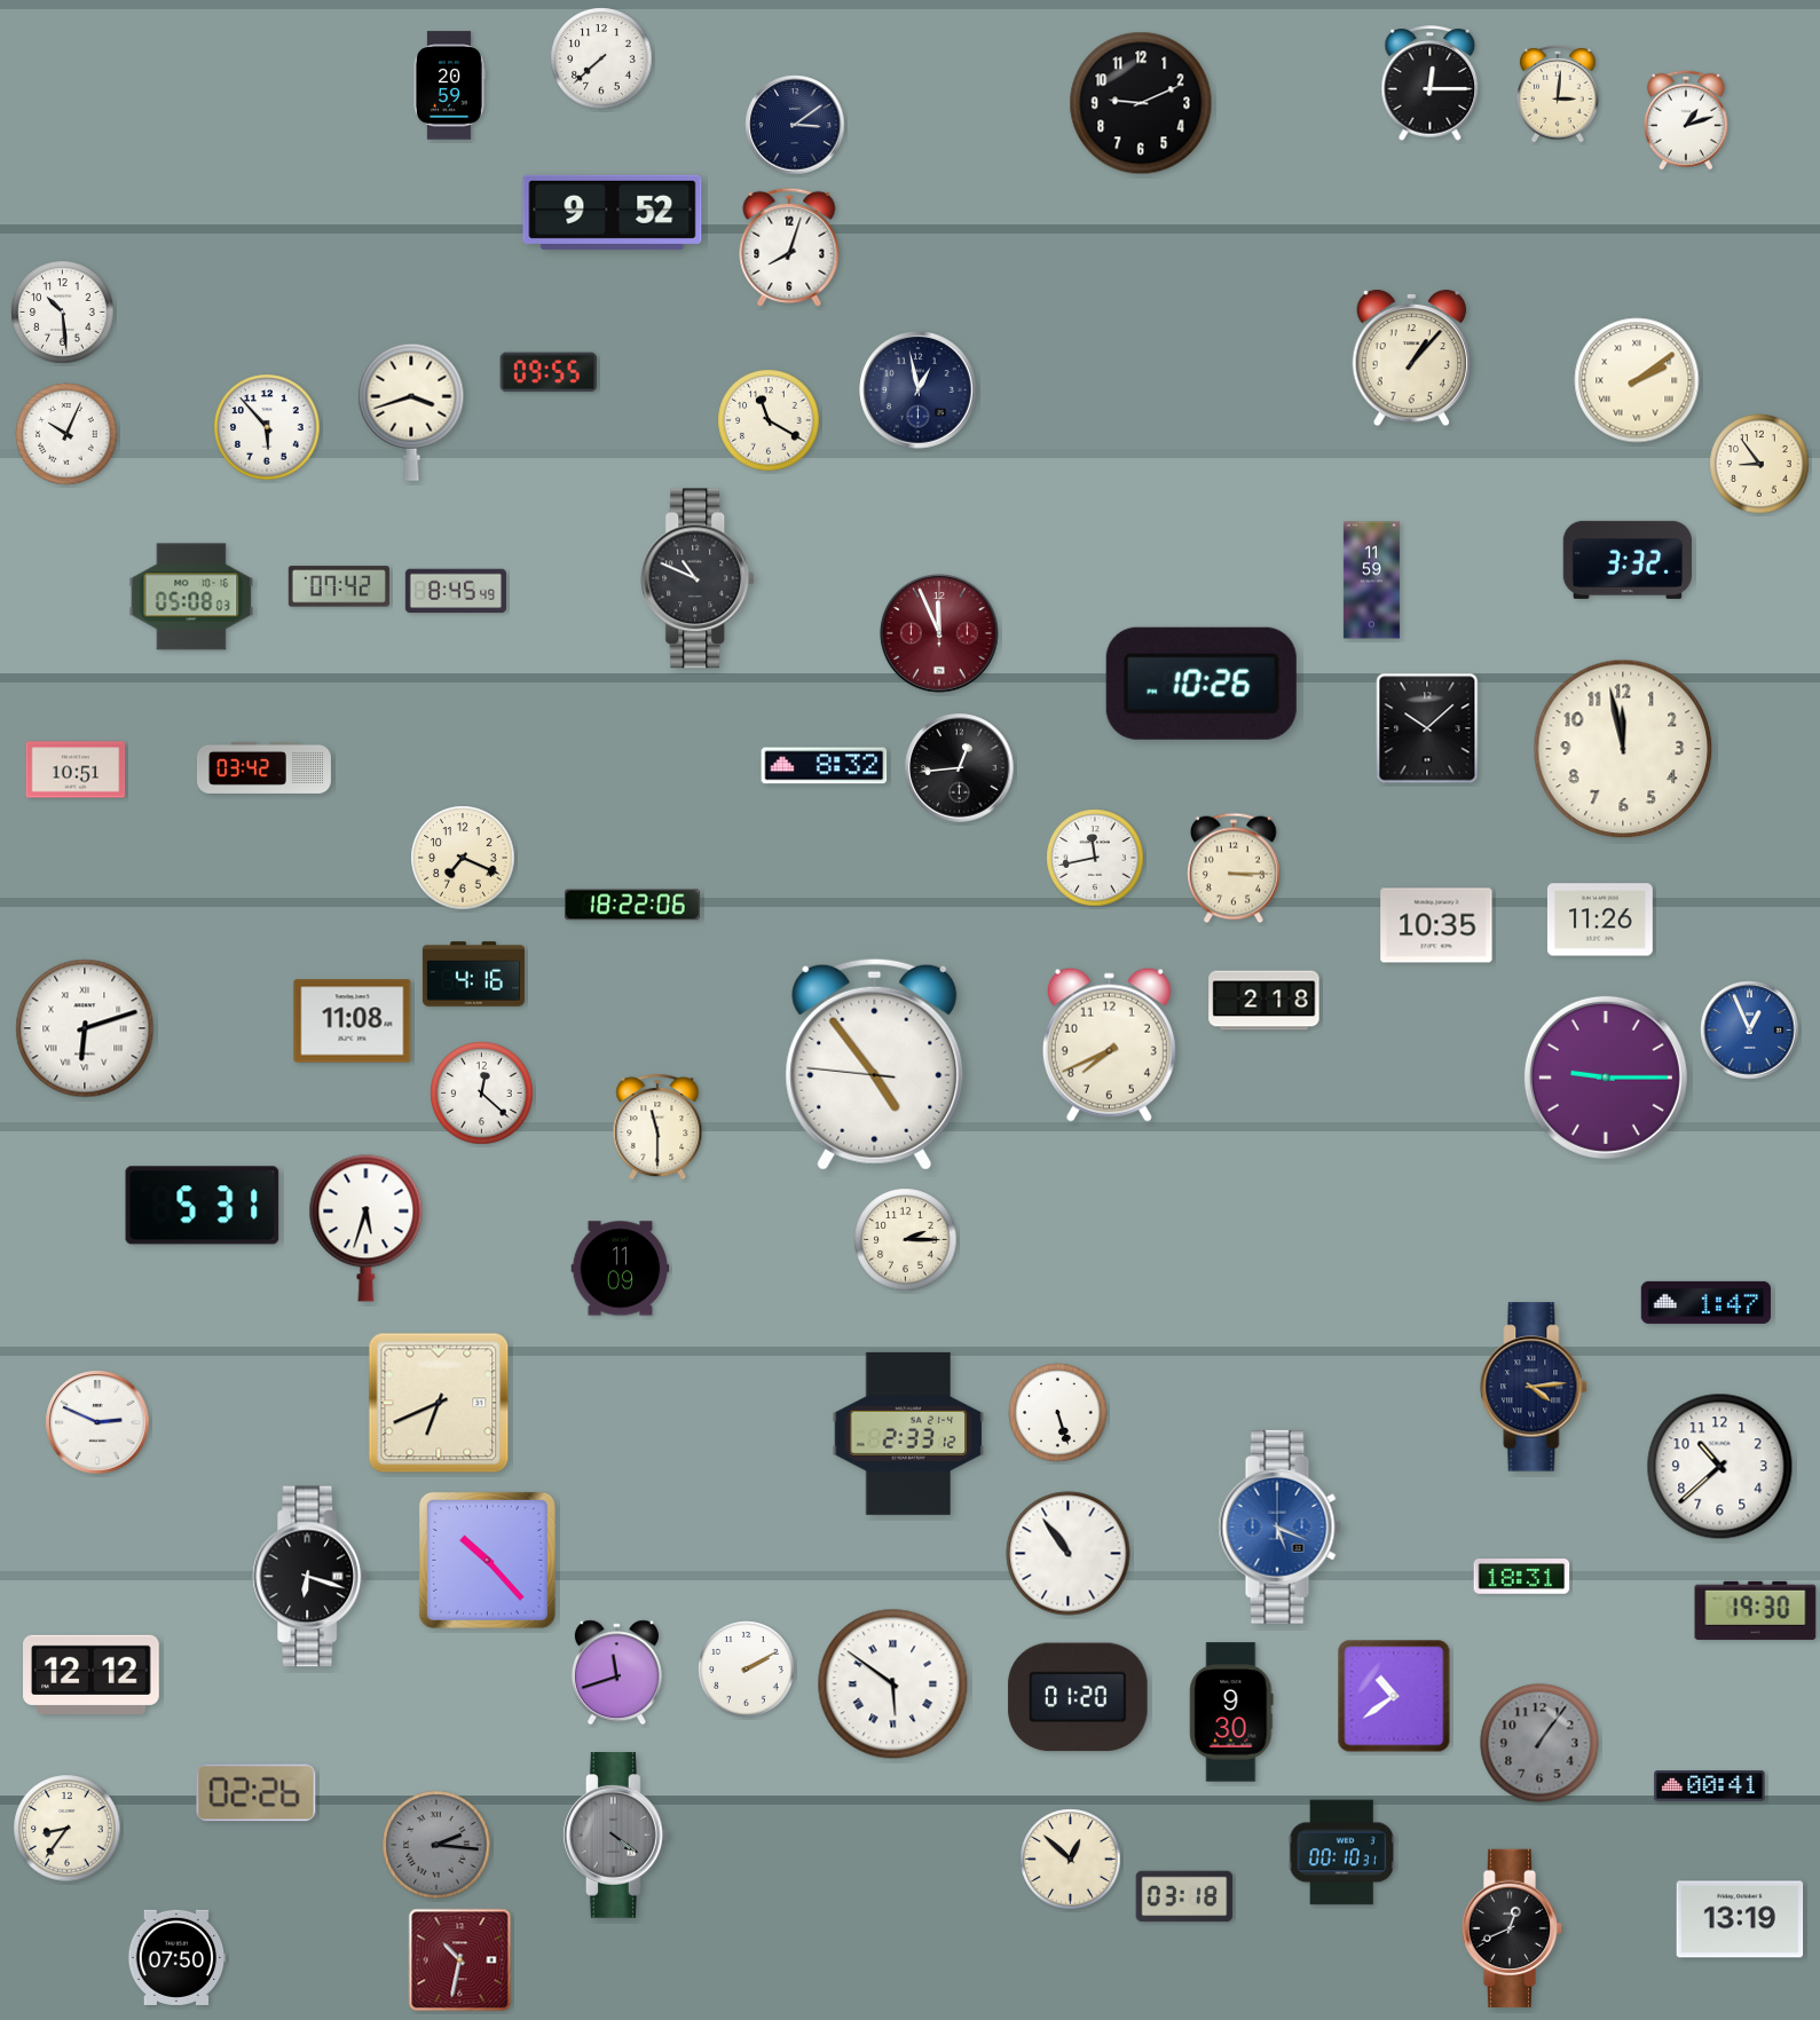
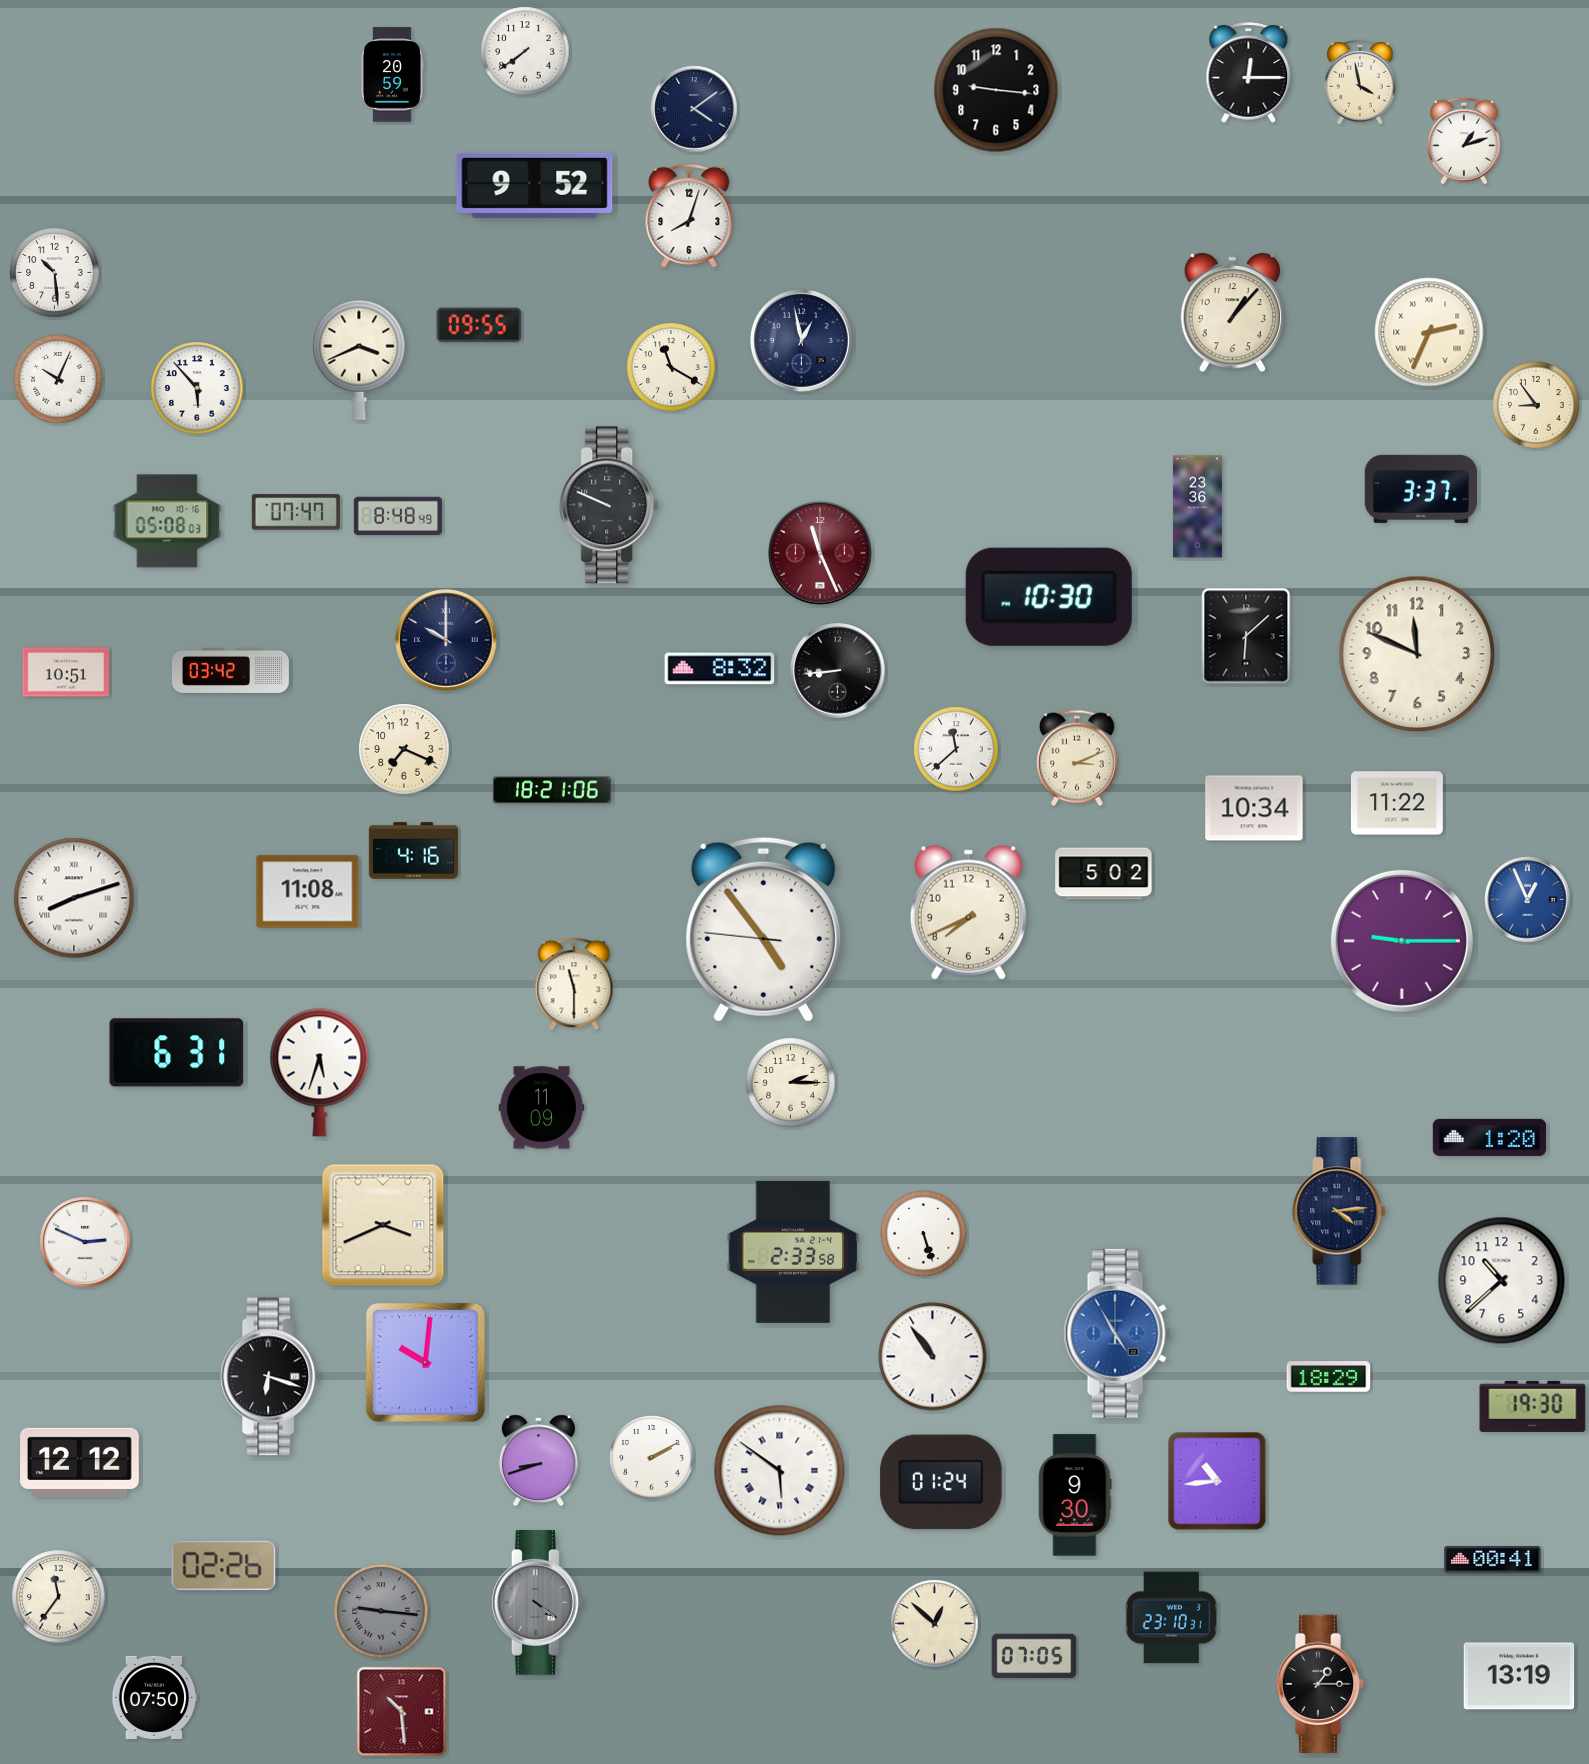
clock at (601, 58): 7:38 -> 7:39
clock at (1558, 94): 3:01 -> 3:58
clock at (1141, 103): 9:11 -> 9:16
clock at (1686, 120) position: (1686, 120) -> (1464, 141)
clock at (795, 125): 3:09 -> 4:09
clock at (1637, 380): 2:09 -> 2:34
clock at (411, 412): 3:42 -> 3:41
clock at (267, 427) position: (267, 427) -> (197, 388)
clock at (1626, 560): 3:32 -> 3:37
clock at (699, 578): 10:49 -> 9:49
clock at (1371, 581): 11:59 -> 23:36
clock at (339, 586): 07:42 -> 07:47
clock at (456, 591): 8:45 -> 8:48
clock at (939, 633): 11:56 -> 11:26
clock at (1201, 684): 10:26 -> 10:30
clock at (1427, 728): 10:08 -> 6:08
clock at (446, 640): none -> 10:00
clock at (1623, 749): 11:58 -> 11:49
clock at (960, 768): 12:44 -> 8:44
clock at (1095, 858): 11:43 -> 11:38
clock at (1234, 868): 3:15 -> 3:11
clock at (632, 905): 18:22 -> 18:21
clock at (1600, 920): 11:26 -> 11:22
clock at (1436, 925): 10:35 -> 10:34
clock at (1264, 1001): 2:18 -> 5:02
clock at (85, 1028): 6:12 -> 8:12
clock at (482, 1094): 12:22 -> none
clock at (203, 1206): 5:31 -> 6:31
clock at (1705, 1302): 1:47 -> 1:20
clock at (439, 1403): 6:41 -> 3:41
clock at (908, 1434): 2:33:12 -> 2:33:58
clock at (1279, 1526): 5:19 -> 4:55
clock at (487, 1560): 10:23 -> 10:01
clock at (1522, 1577): 18:31 -> 18:29
clock at (616, 1673): 11:42 -> 8:42
clock at (1394, 1696): 10:39 -> 10:44
clock at (1078, 1697): 01:20 -> 01:24
clock at (1539, 1743): 1:06 -> none
clock at (68, 1829): 8:36 -> 11:36
clock at (436, 1845): 2:16 -> 9:16
clock at (1341, 1853): 00:10 -> 23:10
clock at (1184, 1896): 03:18 -> 07:05
clock at (1512, 1928): 12:41 -> 1:15
clock at (176, 1957) position: (176, 1957) -> (154, 1697)
clock at (460, 1960): 10:32 -> 10:29
